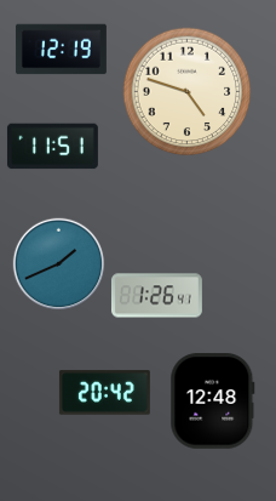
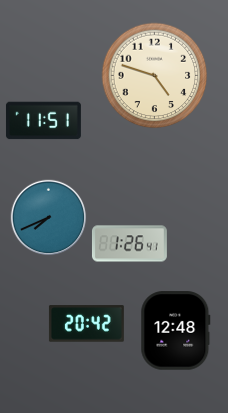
clock at (61, 50): 12:19 -> none
clock at (59, 264): 1:41 -> 7:41
